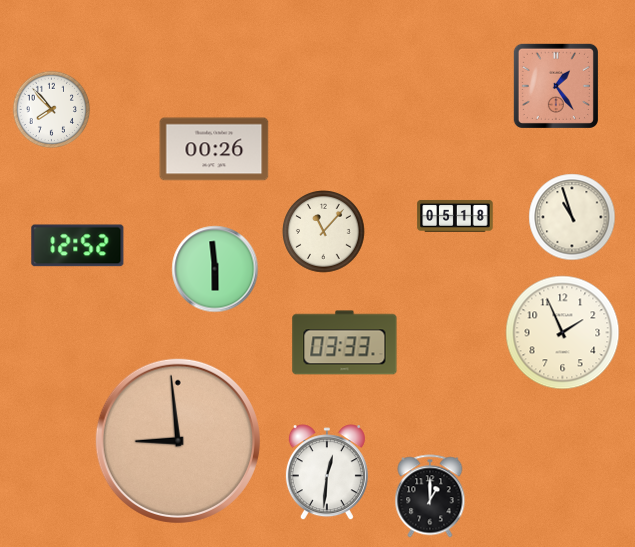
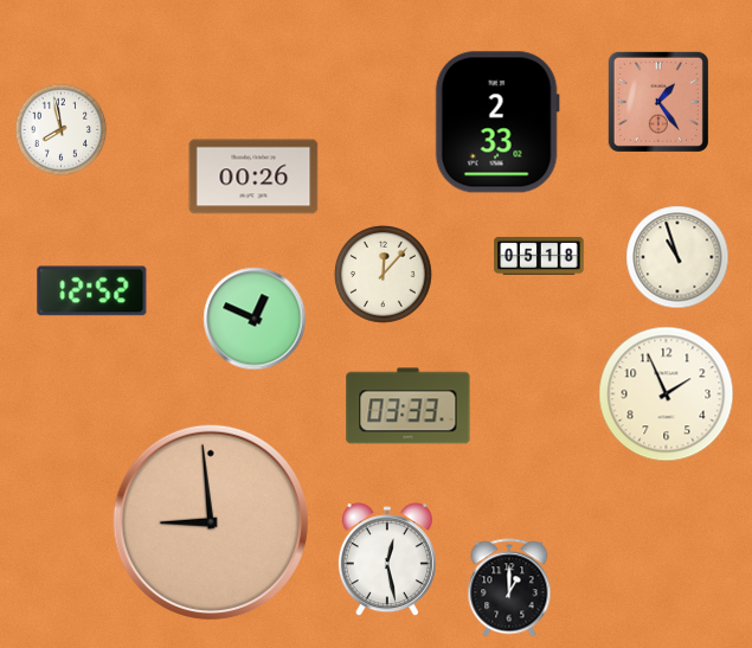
clock at (497, 122): none -> 2:33
clock at (52, 110): 7:53 -> 7:58
clock at (324, 232): 11:07 -> 12:07
clock at (215, 269): 5:59 -> 12:49
clock at (327, 473): 12:31 -> 12:28
